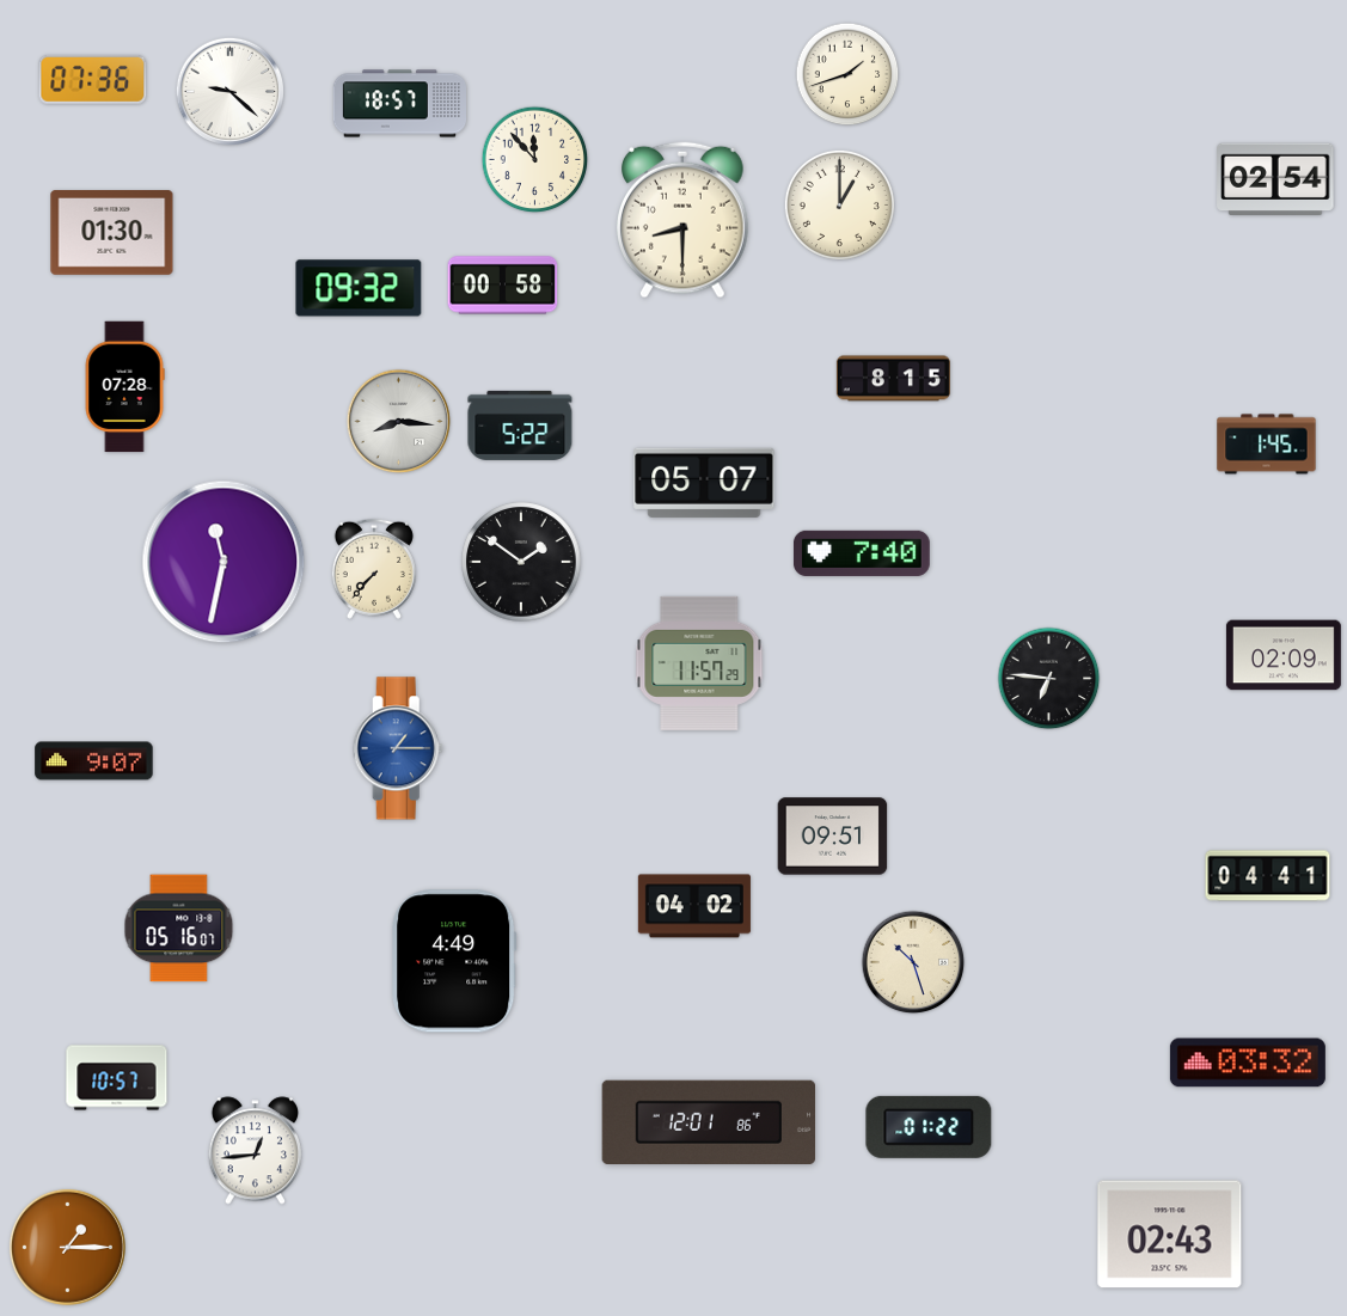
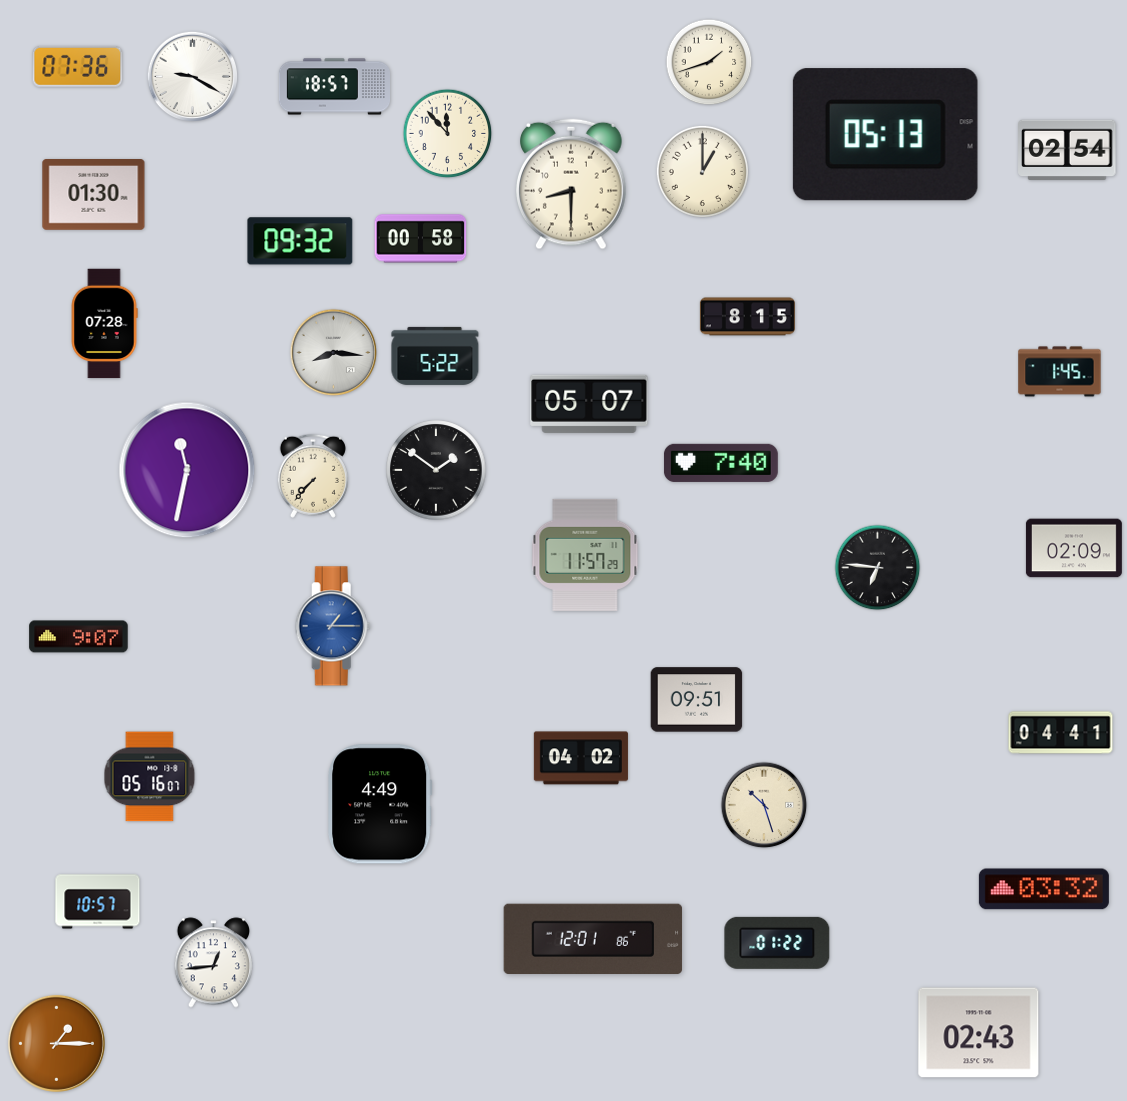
clock at (229, 91): 9:22 -> 9:20
clock at (885, 135): none -> 05:13
